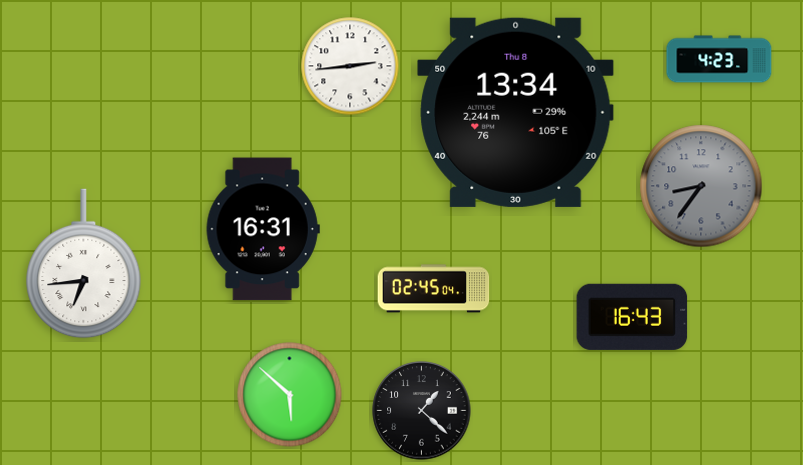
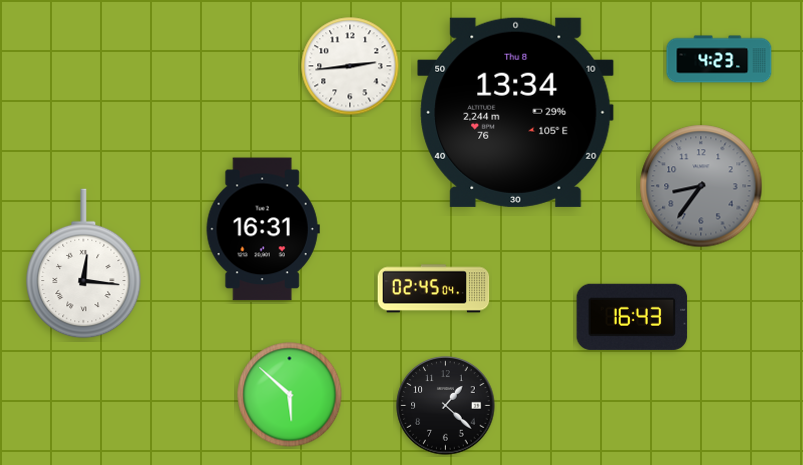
clock at (84, 264): 6:44 -> 12:16
clock at (422, 411) position: (422, 411) -> (446, 406)
